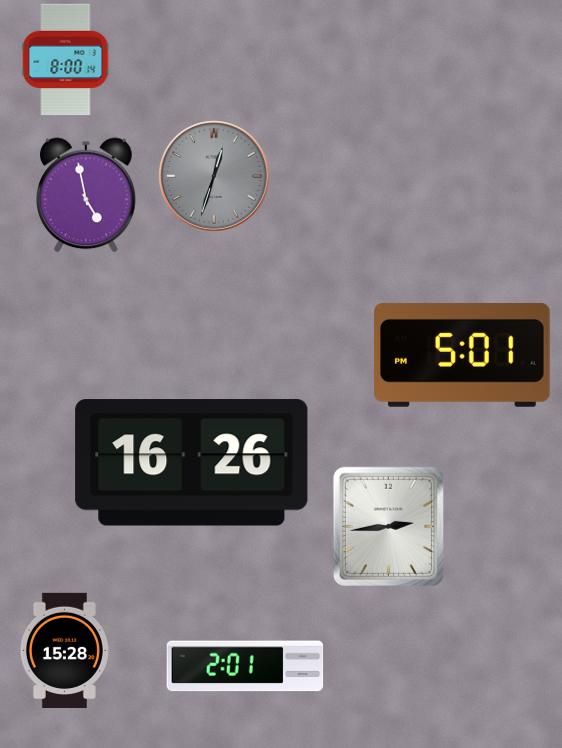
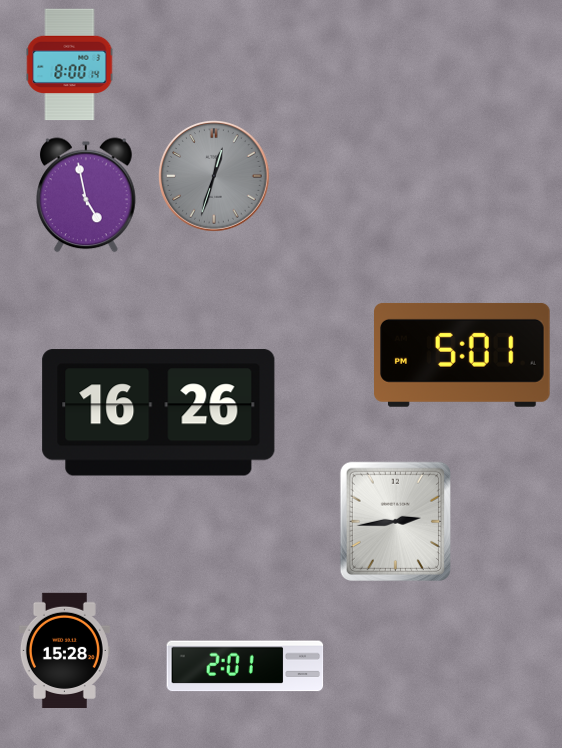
clock at (66, 60) position: (66, 60) -> (70, 65)
clock at (192, 463) position: (192, 463) -> (159, 413)
clock at (388, 526) position: (388, 526) -> (395, 521)
